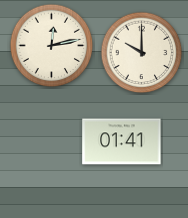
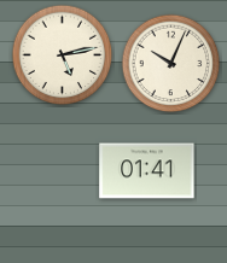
clock at (52, 46): 12:13 -> 5:13
clock at (142, 53): 10:00 -> 10:04
